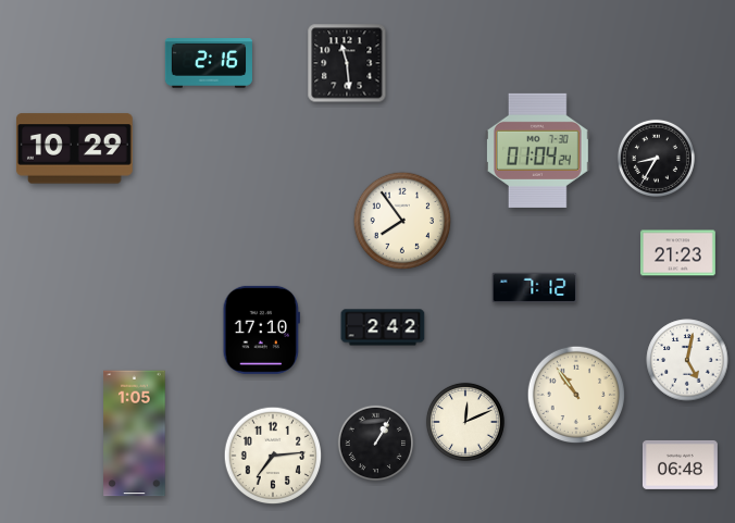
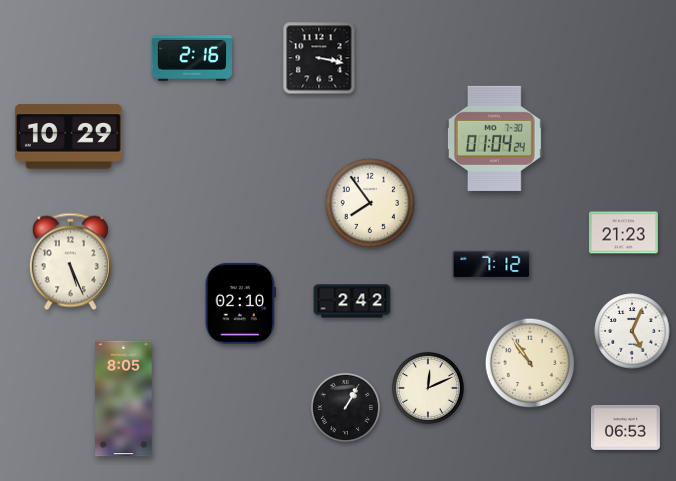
clock at (347, 63): 11:29 -> 3:17
clock at (656, 158): 8:35 -> none
clock at (70, 262): none -> 5:26
clock at (261, 329): 17:10 -> 02:10
clock at (687, 360): 5:02 -> 5:04
clock at (135, 434): 1:05 -> 8:05
clock at (273, 456): 7:14 -> none
clock at (680, 464): 06:48 -> 06:53
